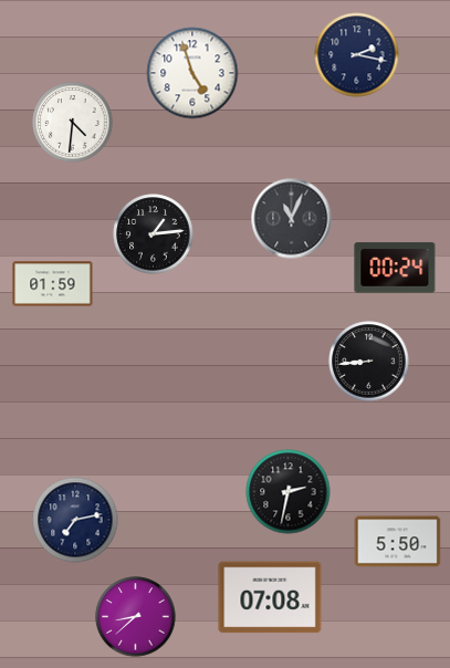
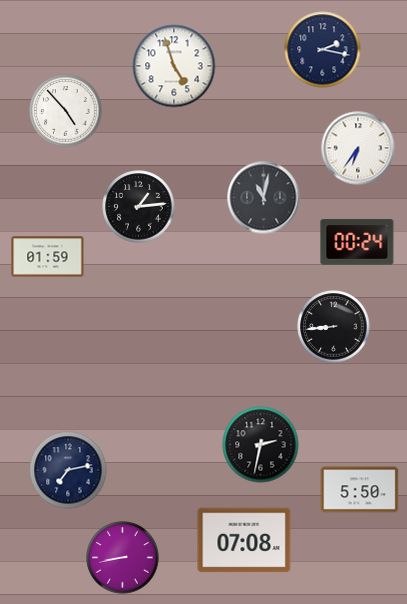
clock at (73, 123): 4:31 -> 4:53
clock at (358, 148): none -> 6:36
clock at (292, 219): 11:04 -> 11:02
clock at (154, 234) position: (154, 234) -> (139, 207)
clock at (136, 617): 8:38 -> 8:43
